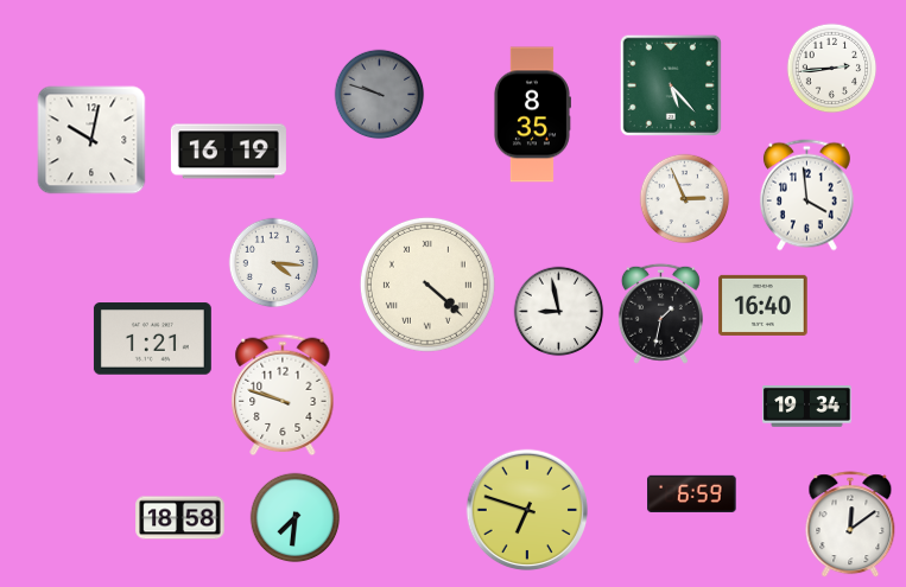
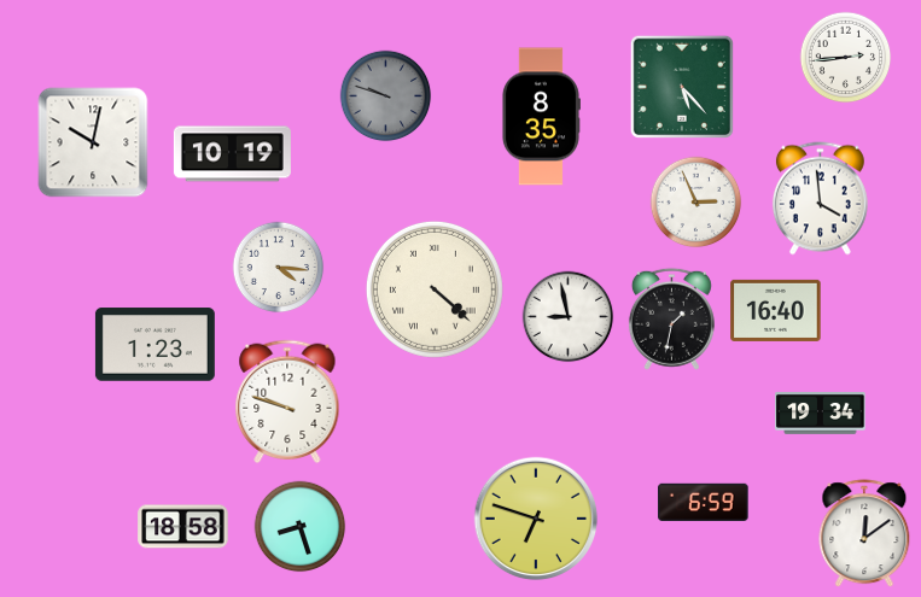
clock at (832, 69) position: (832, 69) -> (846, 58)
clock at (228, 152): 16:19 -> 10:19
clock at (152, 339): 1:21 -> 1:23
clock at (296, 518): 7:31 -> 8:27
